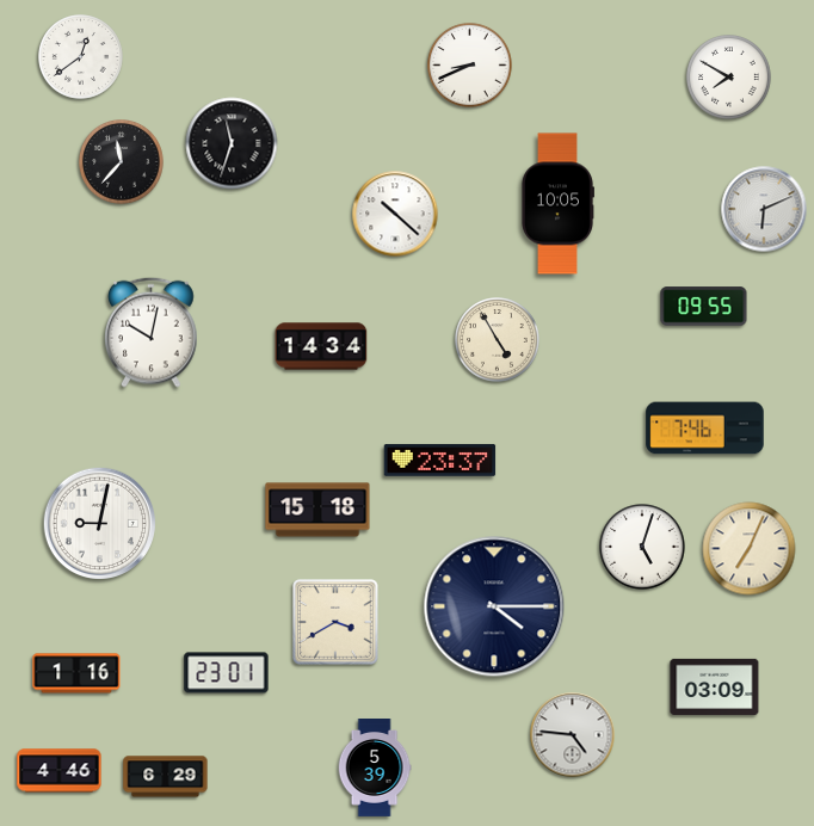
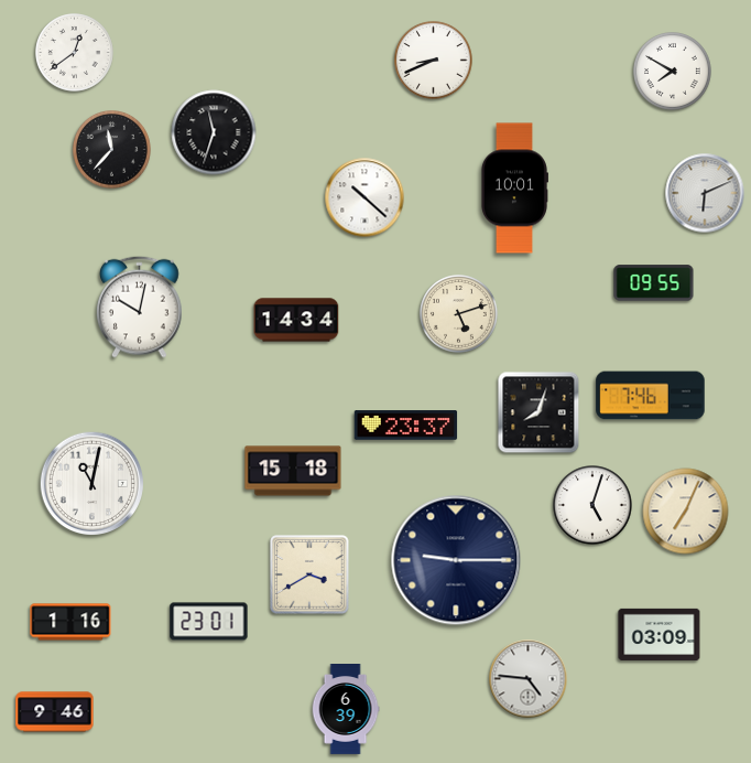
clock at (557, 204): 10:05 -> 10:01
clock at (704, 307) position: (704, 307) -> (654, 283)
clock at (498, 340): 4:55 -> 5:12
clock at (538, 412): none -> 8:03
clock at (99, 523): 9:02 -> 11:02
clock at (750, 549) position: (750, 549) -> (686, 512)
clock at (494, 606): 4:15 -> 9:15
clock at (375, 769): 5:39 -> 6:39
clock at (60, 771): 4:46 -> 9:46
clock at (166, 777): 6:29 -> none
